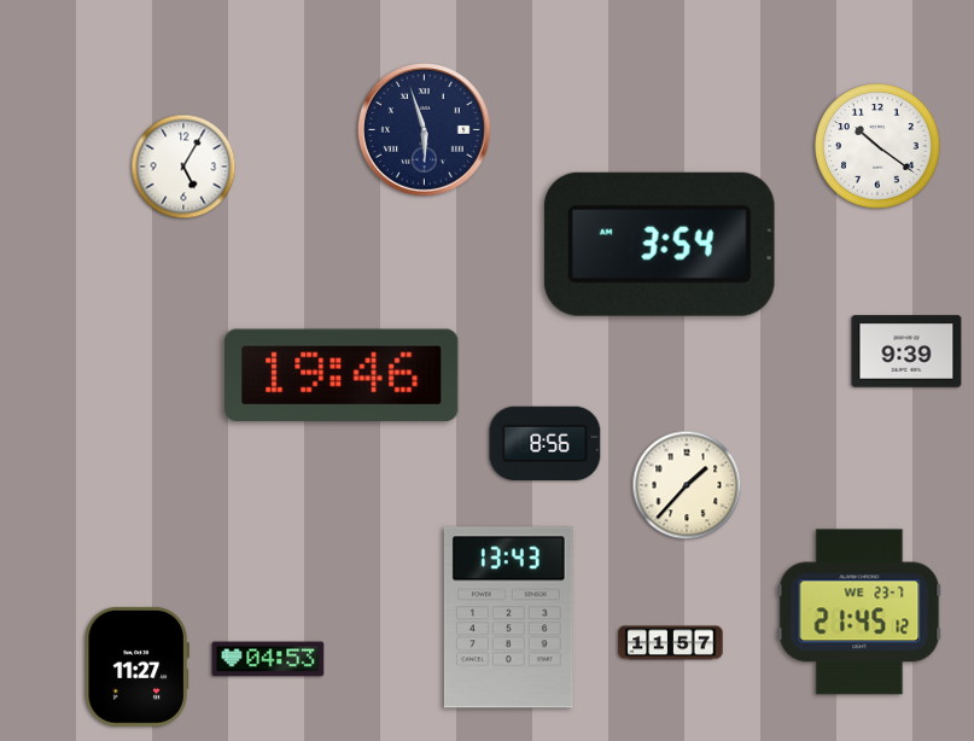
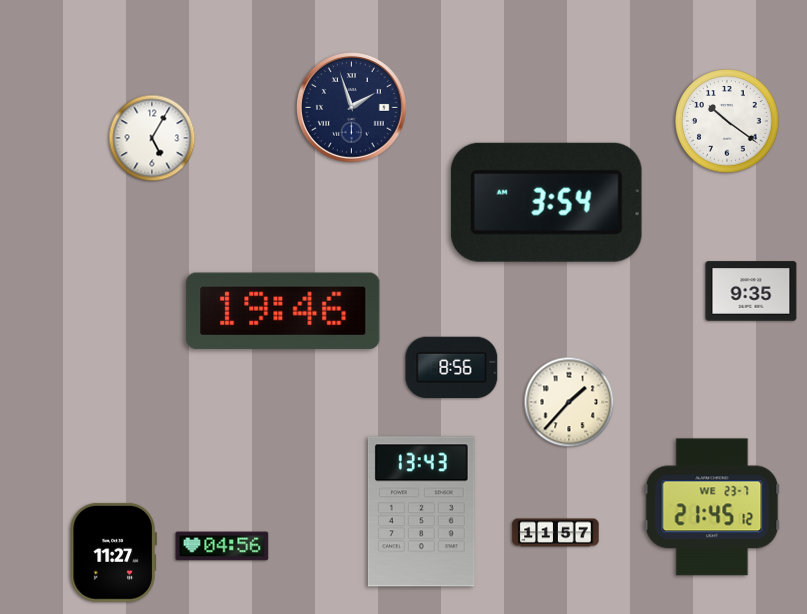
clock at (425, 130): 5:57 -> 1:57
clock at (906, 351): 9:39 -> 9:35
clock at (268, 659): 04:53 -> 04:56
